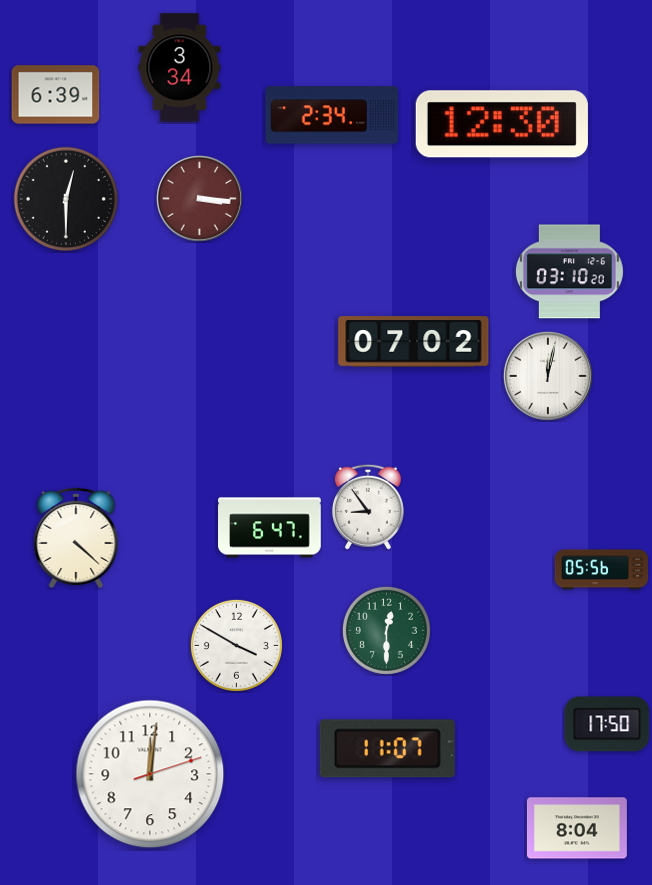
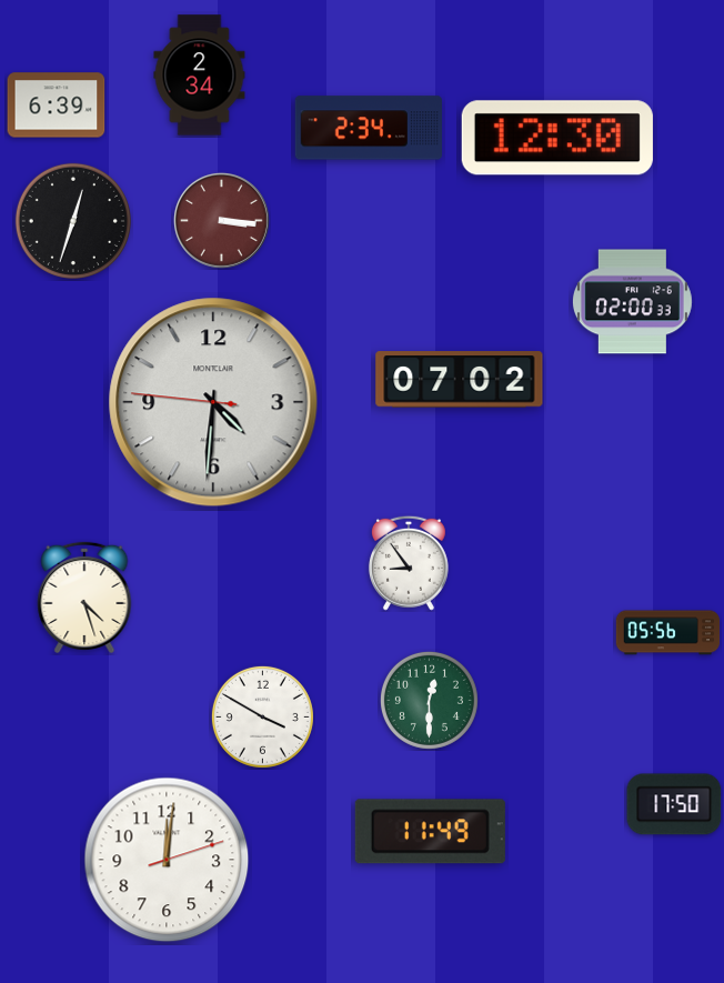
clock at (180, 68): 3:34 -> 2:34
clock at (56, 95) position: (56, 95) -> (57, 106)
clock at (66, 199): 12:30 -> 12:33
clock at (569, 272): 03:10 -> 02:00
clock at (213, 402): none -> 4:30
clock at (548, 376): 12:02 -> none
clock at (270, 528): 6:47 -> none
clock at (76, 538): 4:22 -> 4:27
clock at (387, 749): 11:07 -> 11:49
clock at (577, 828): 8:04 -> none
